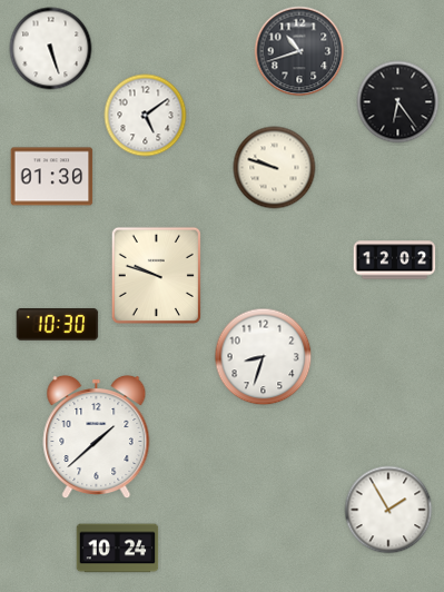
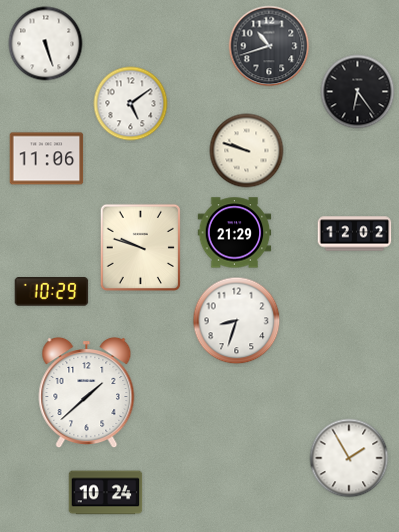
clock at (52, 177): 01:30 -> 11:06
clock at (235, 233): none -> 21:29
clock at (58, 325): 10:30 -> 10:29
